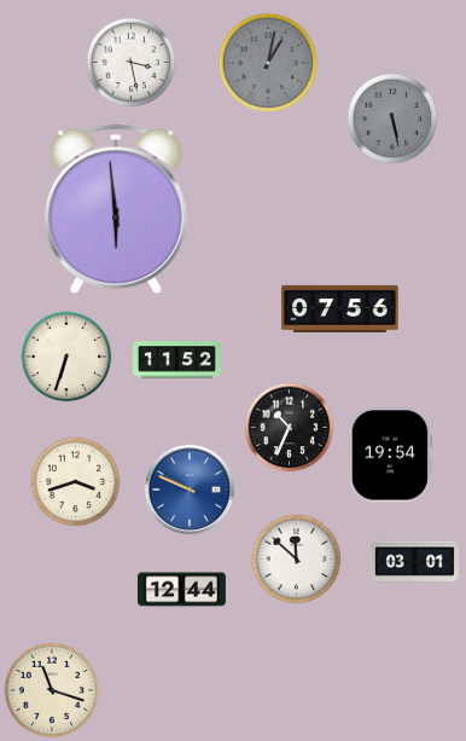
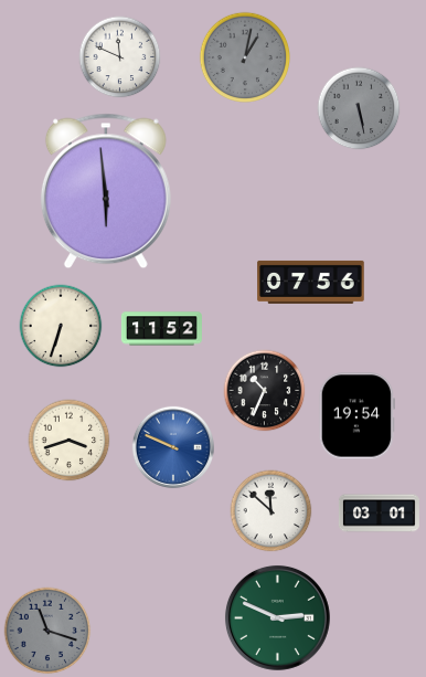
clock at (132, 63): 3:28 -> 11:49
clock at (181, 590): 12:44 -> none
clock at (277, 617): none -> 2:49
clock at (52, 690) dial: cream -> grey
